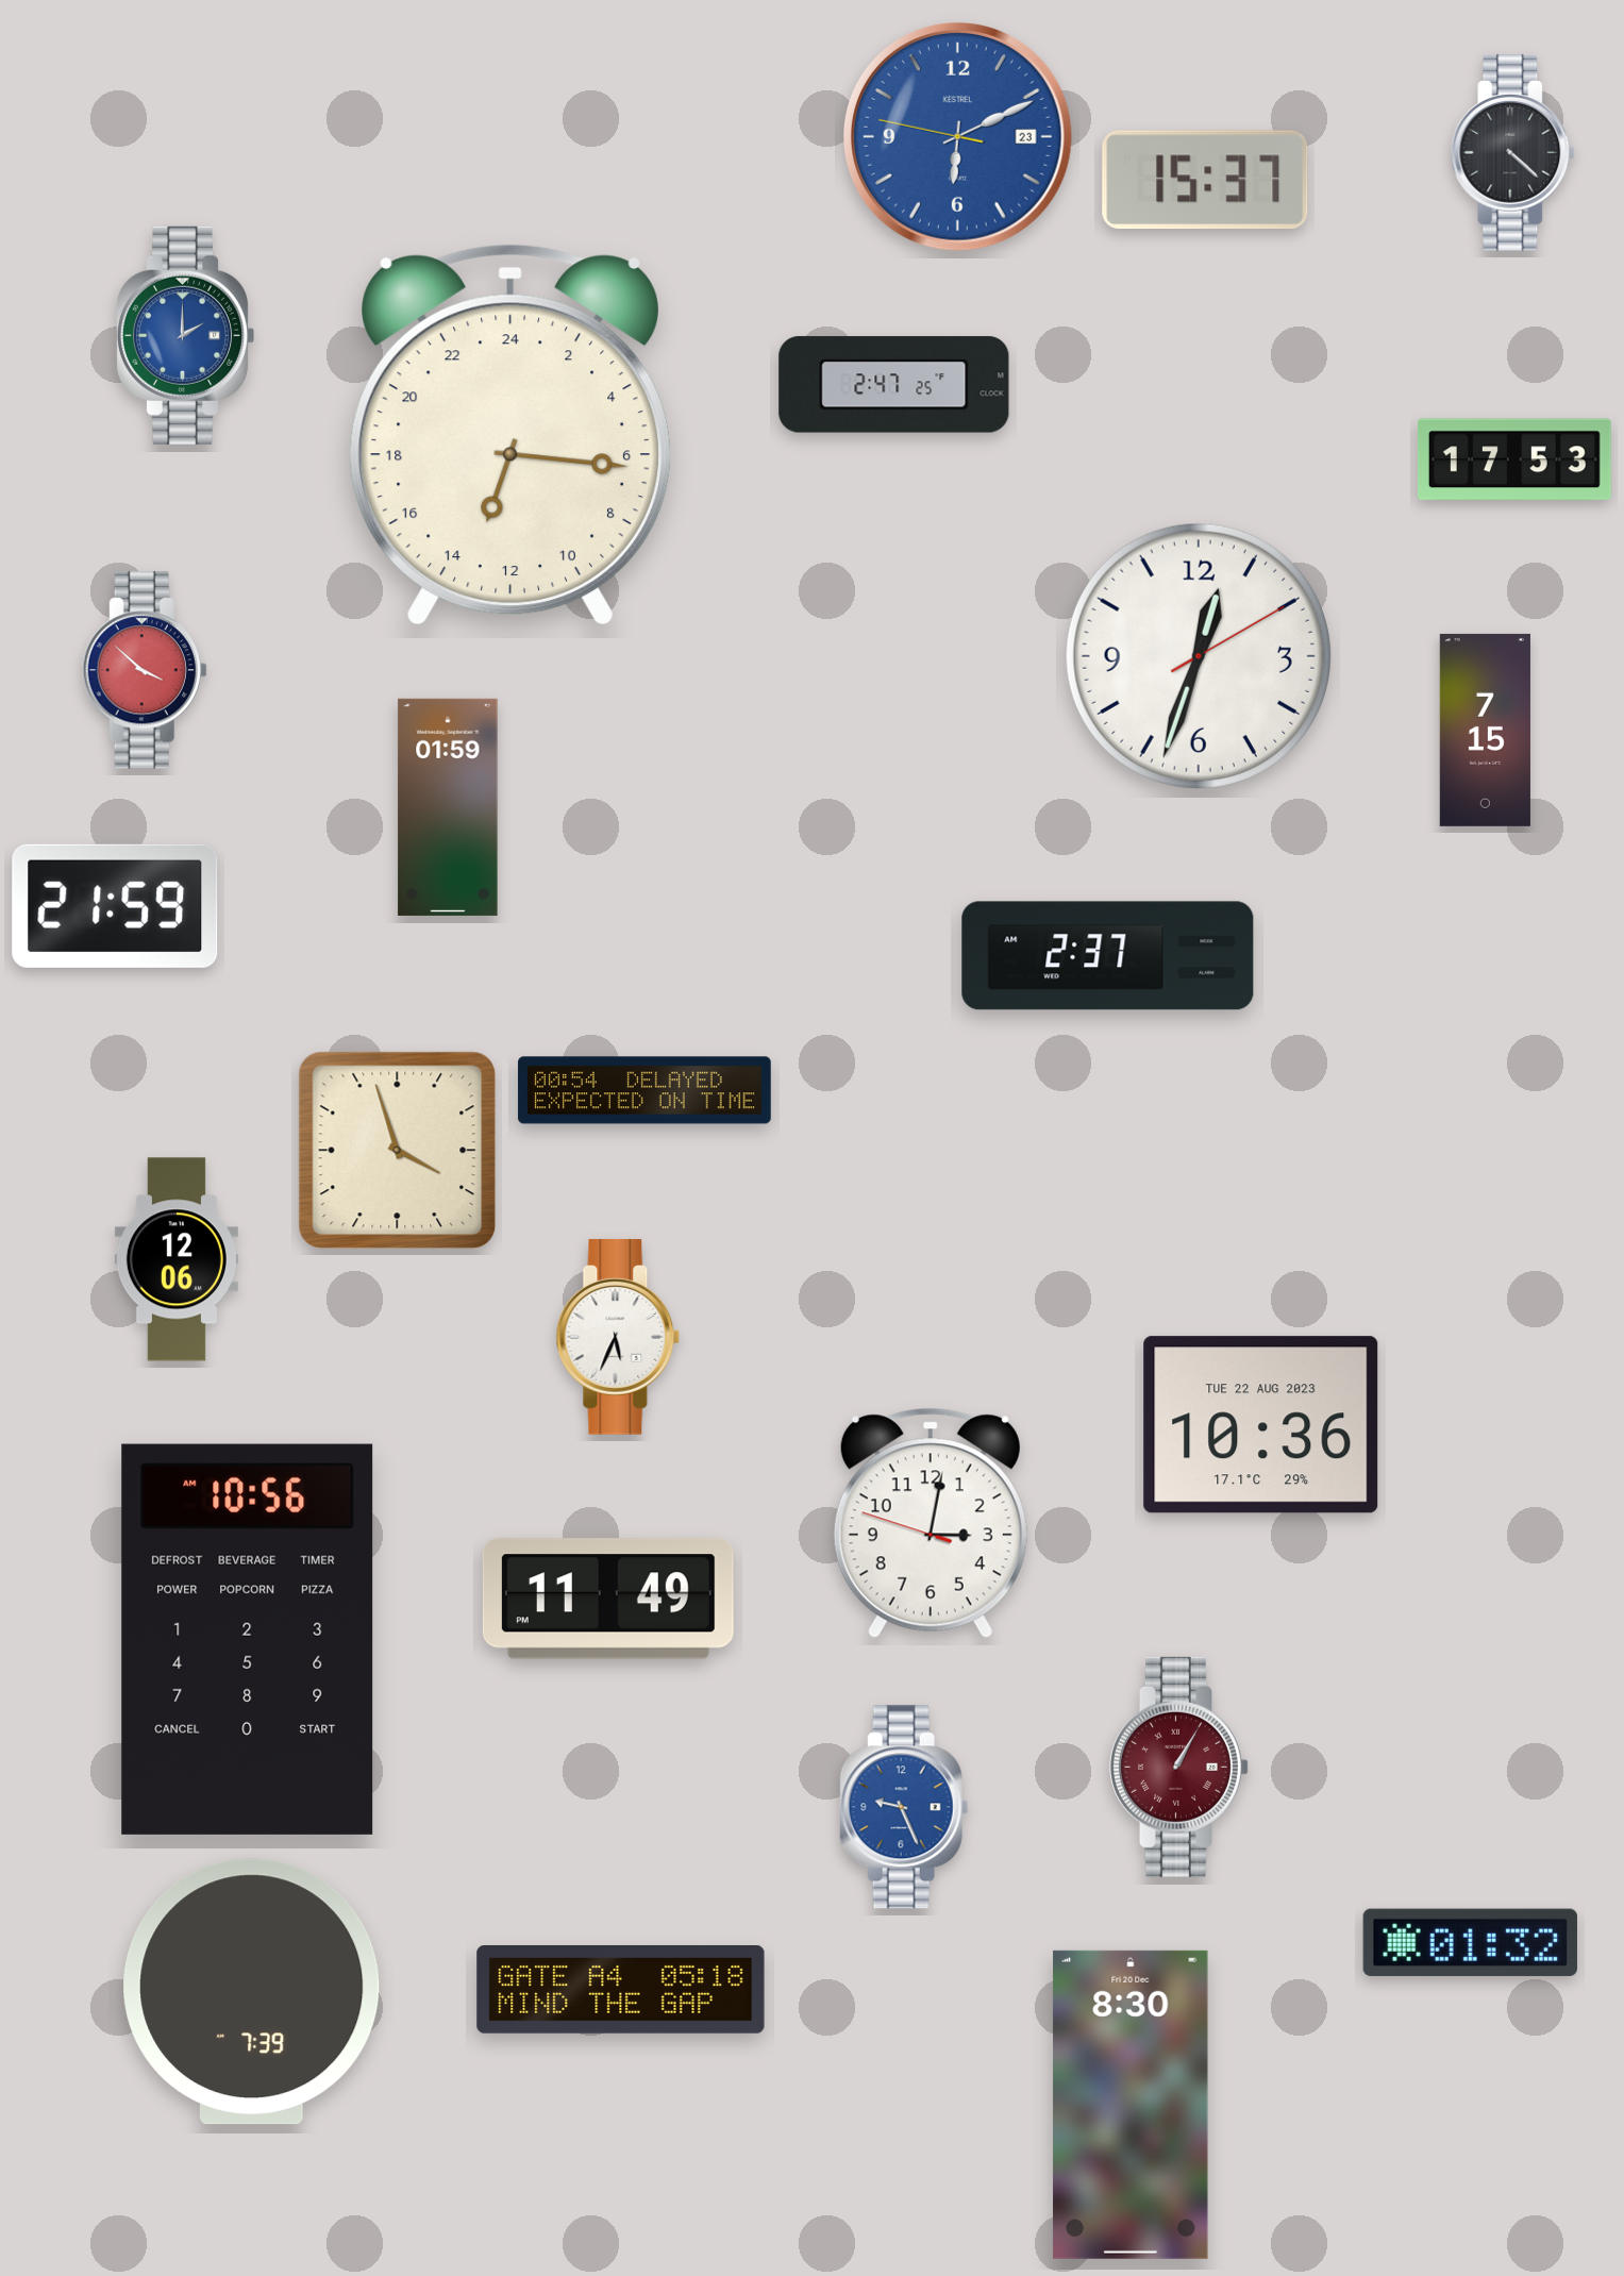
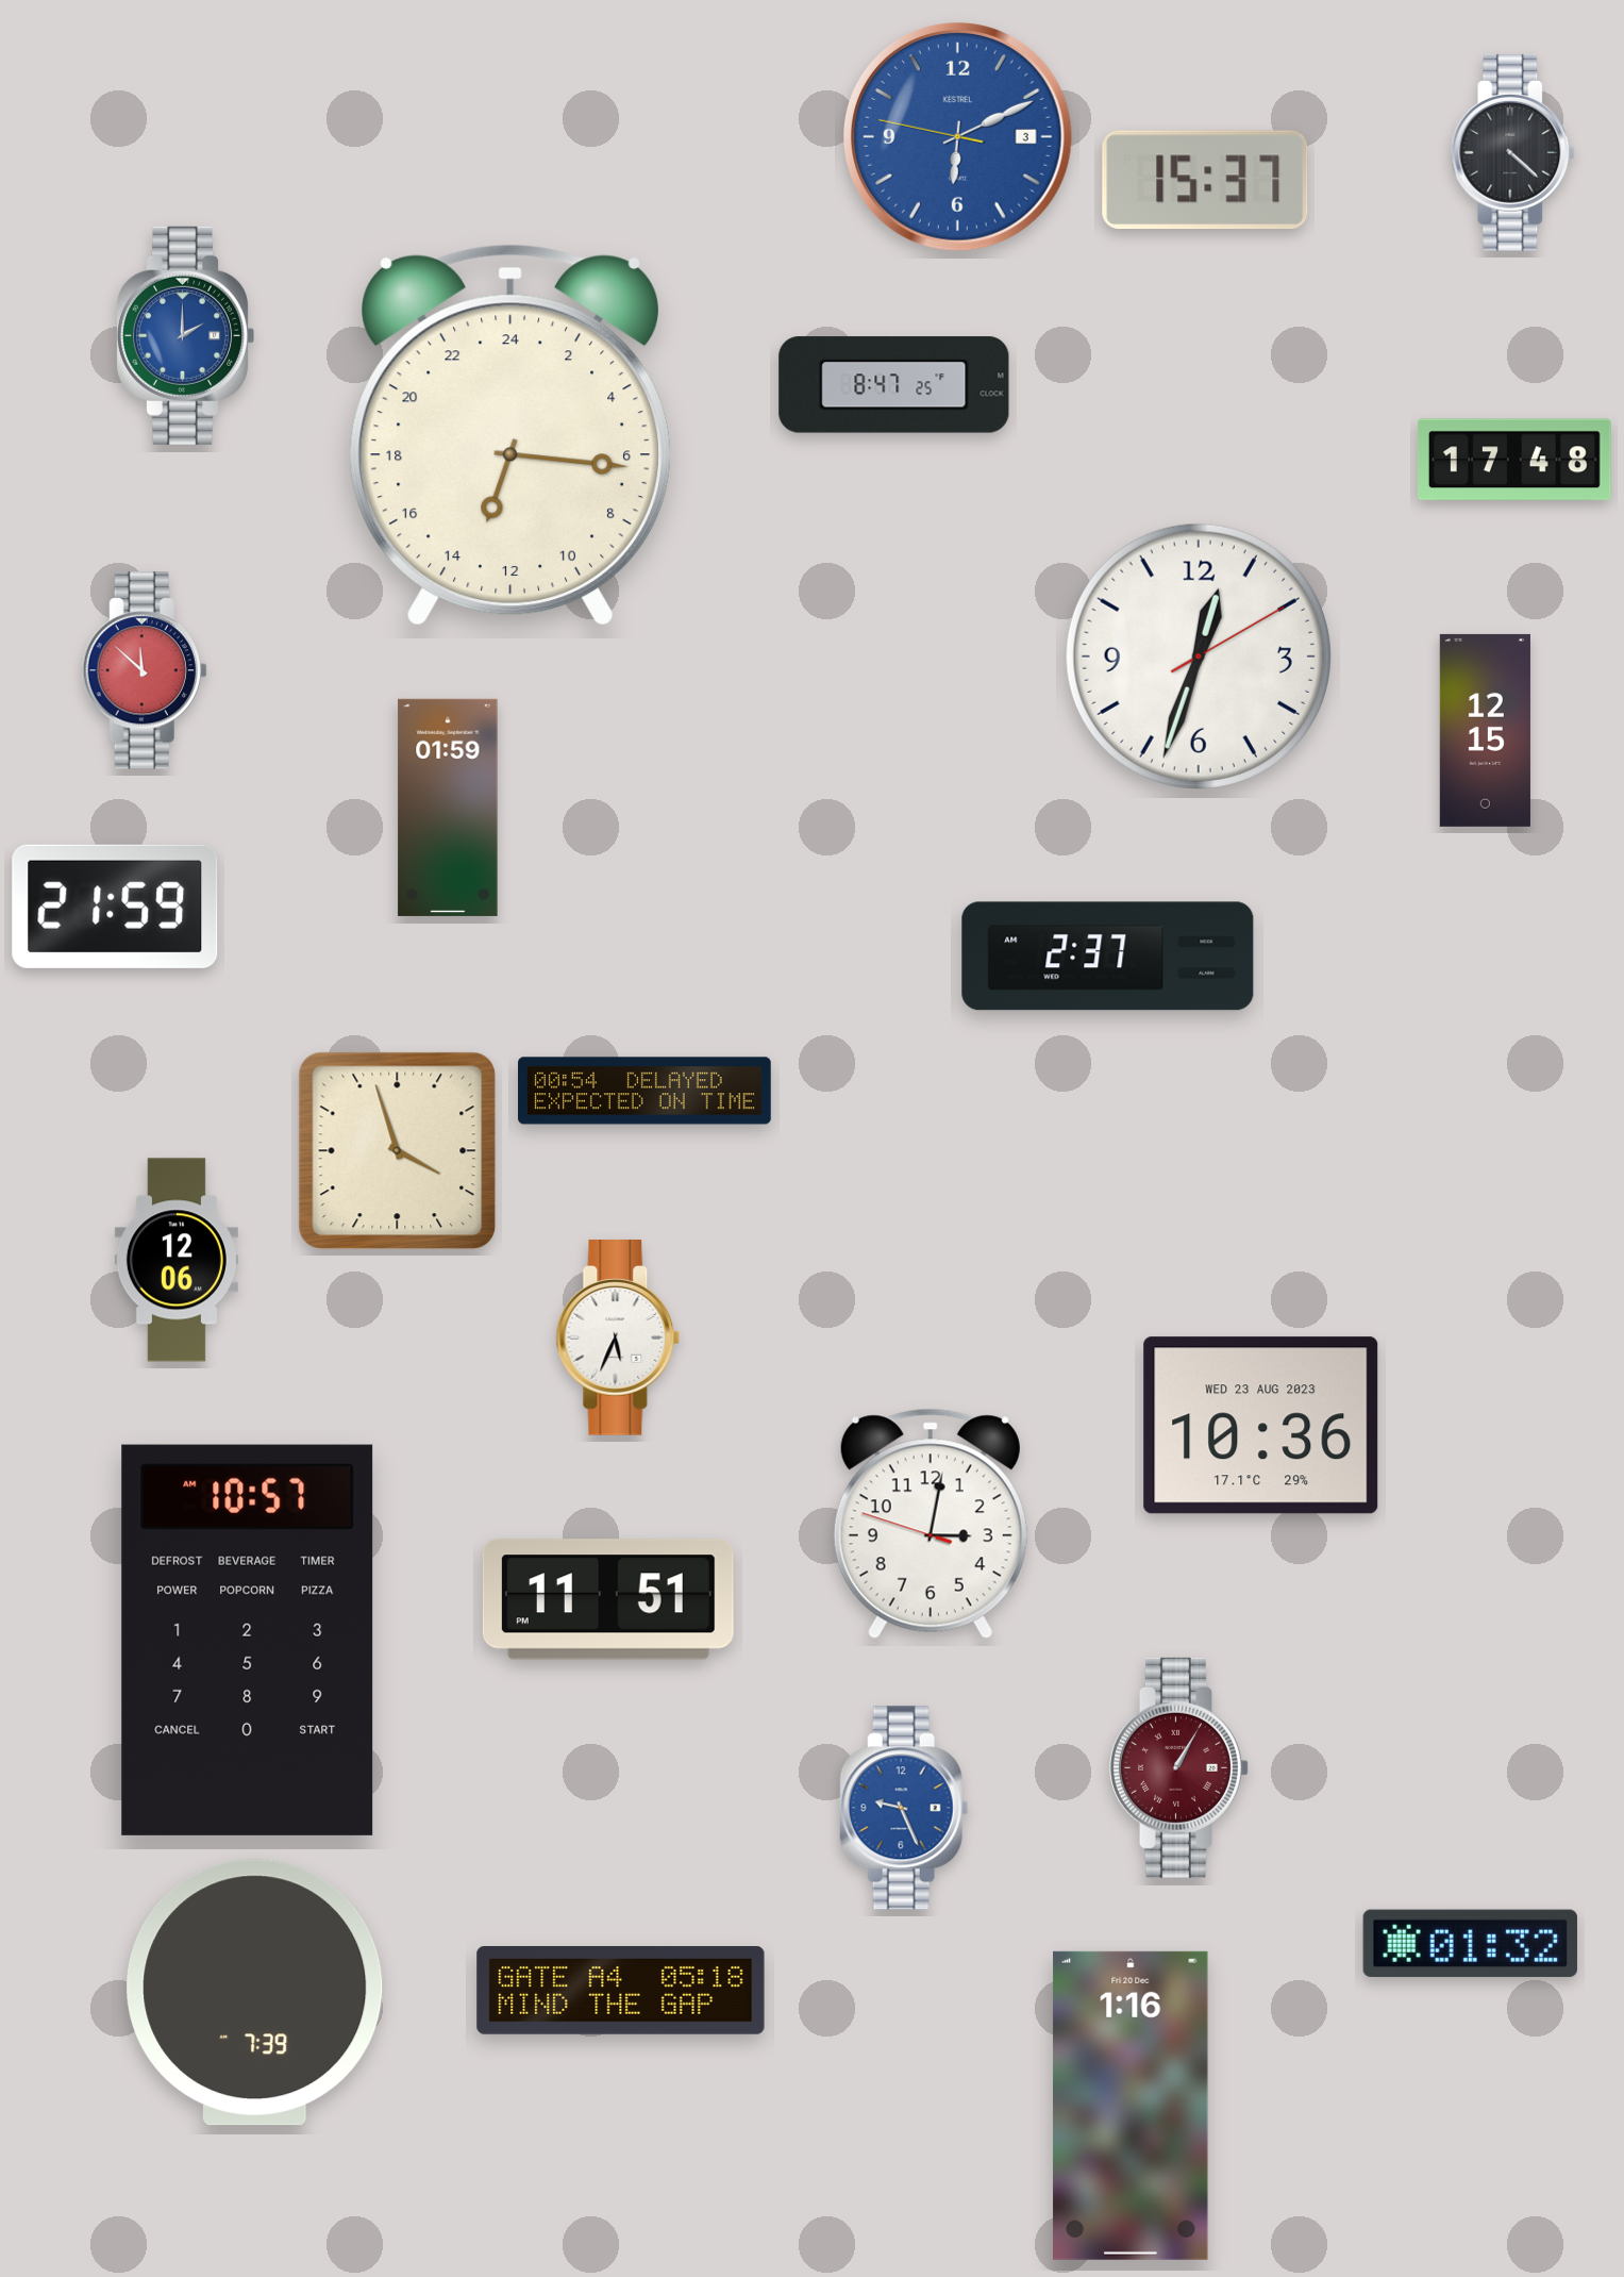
clock at (958, 137) date: 23 -> 3
clock at (894, 385): 2:47 -> 8:47
clock at (1514, 459): 17:53 -> 17:48
clock at (145, 670): 3:52 -> 11:52
clock at (1485, 730): 7:15 -> 12:15
clock at (1261, 1425) date: TUE 22 AUG 2023 -> WED 23 AUG 2023
clock at (608, 1599): 11:49 -> 11:51
clock at (248, 1639): 10:56 -> 10:57
clock at (252, 1992) position: (252, 1992) -> (255, 1993)
clock at (1131, 2105): 8:30 -> 1:16
